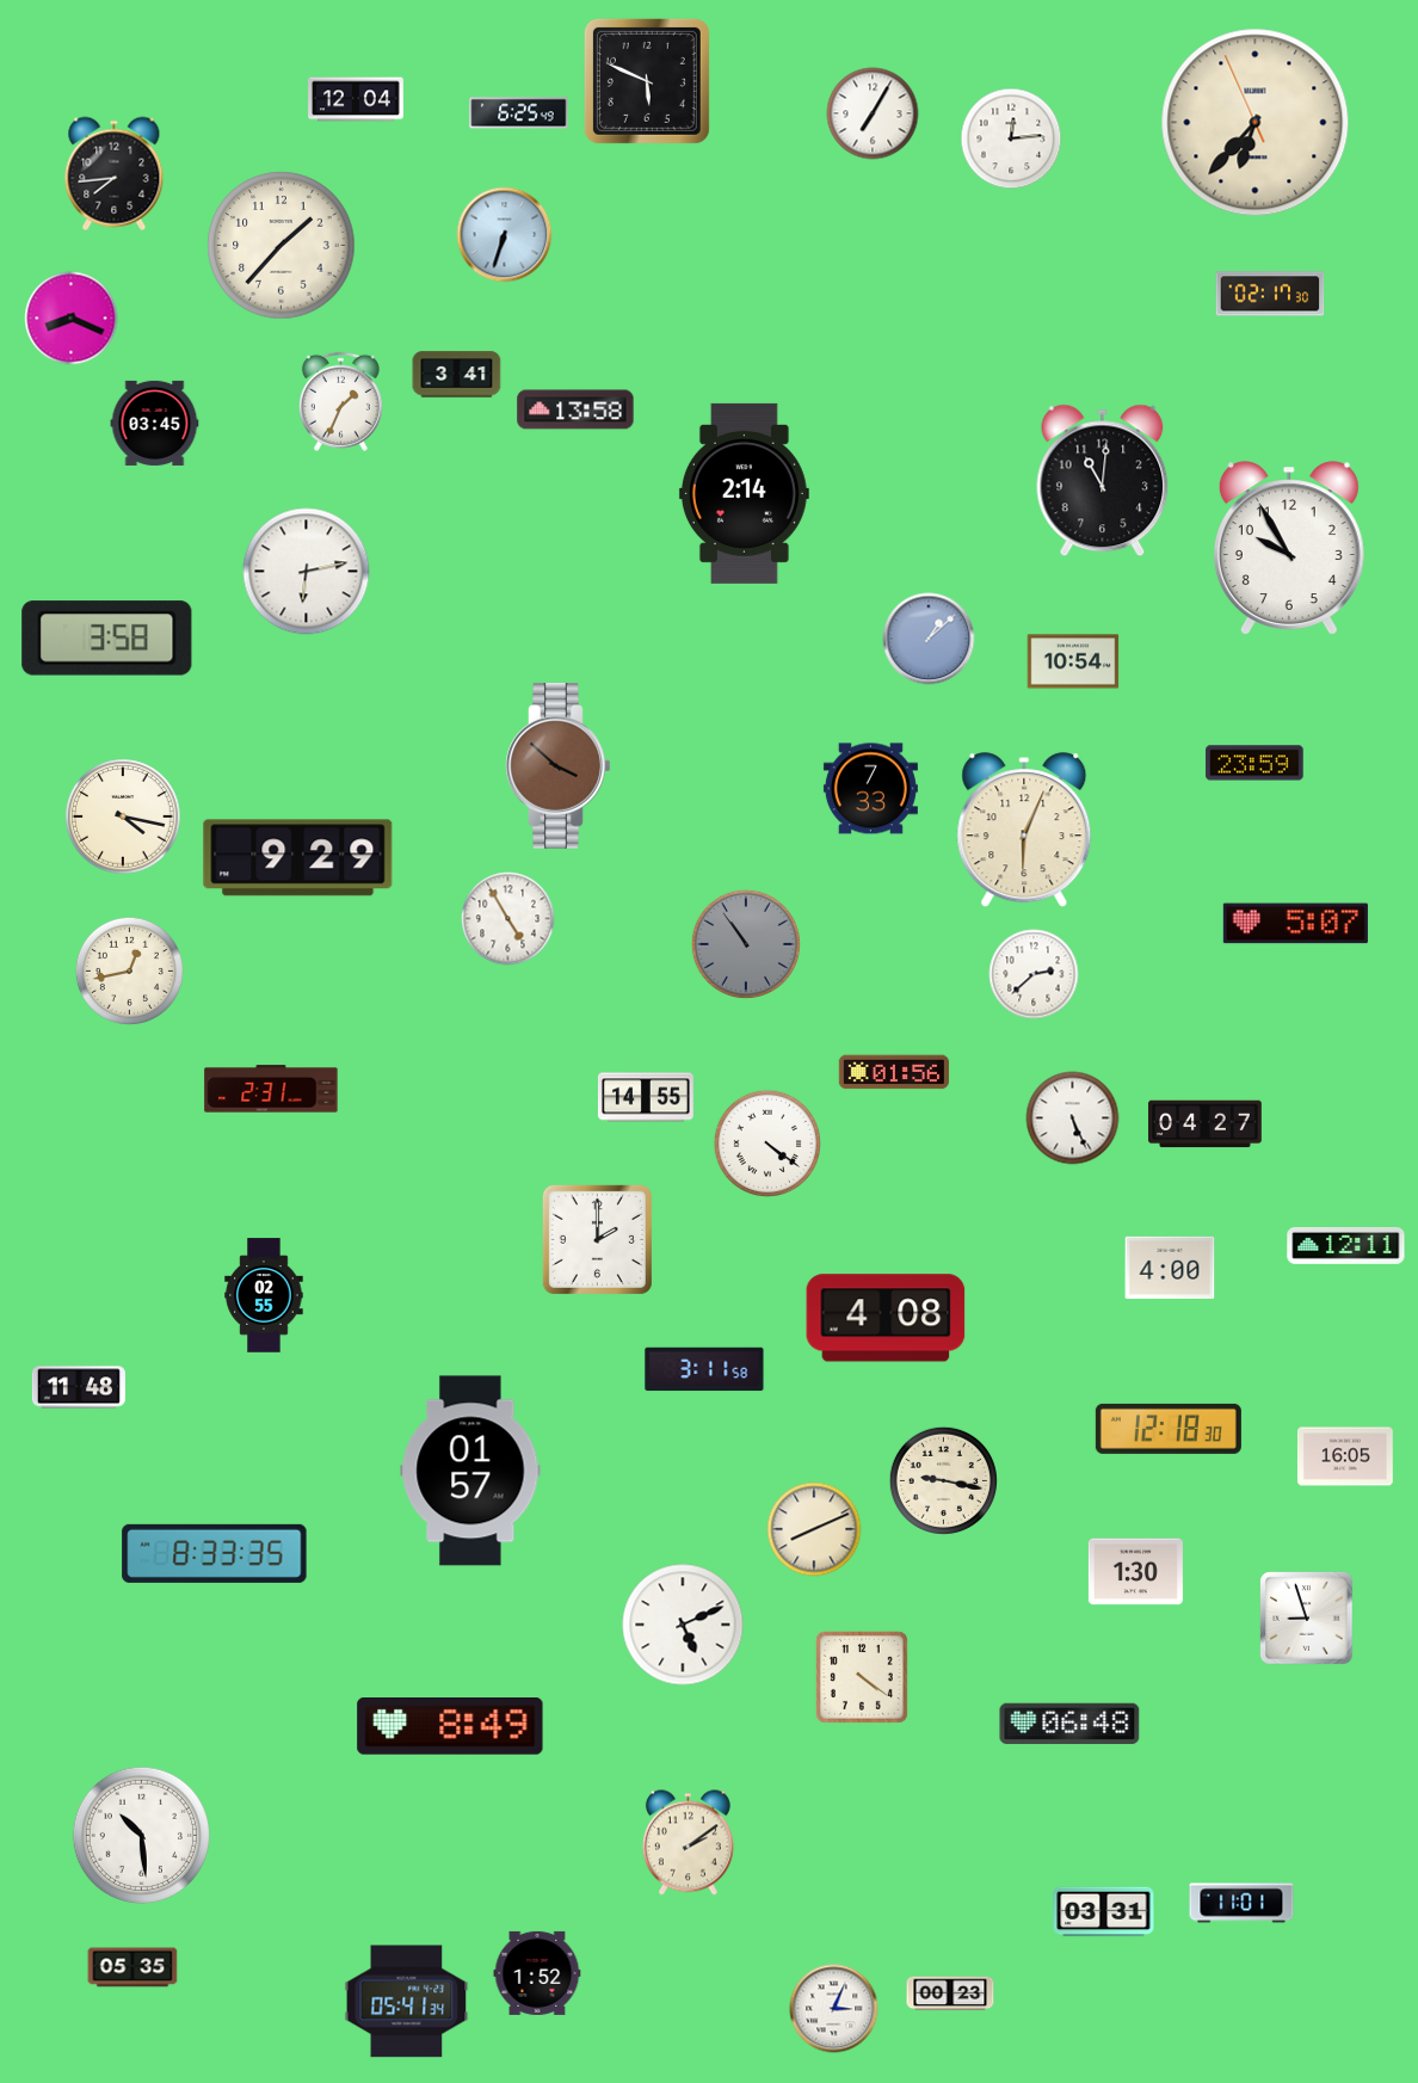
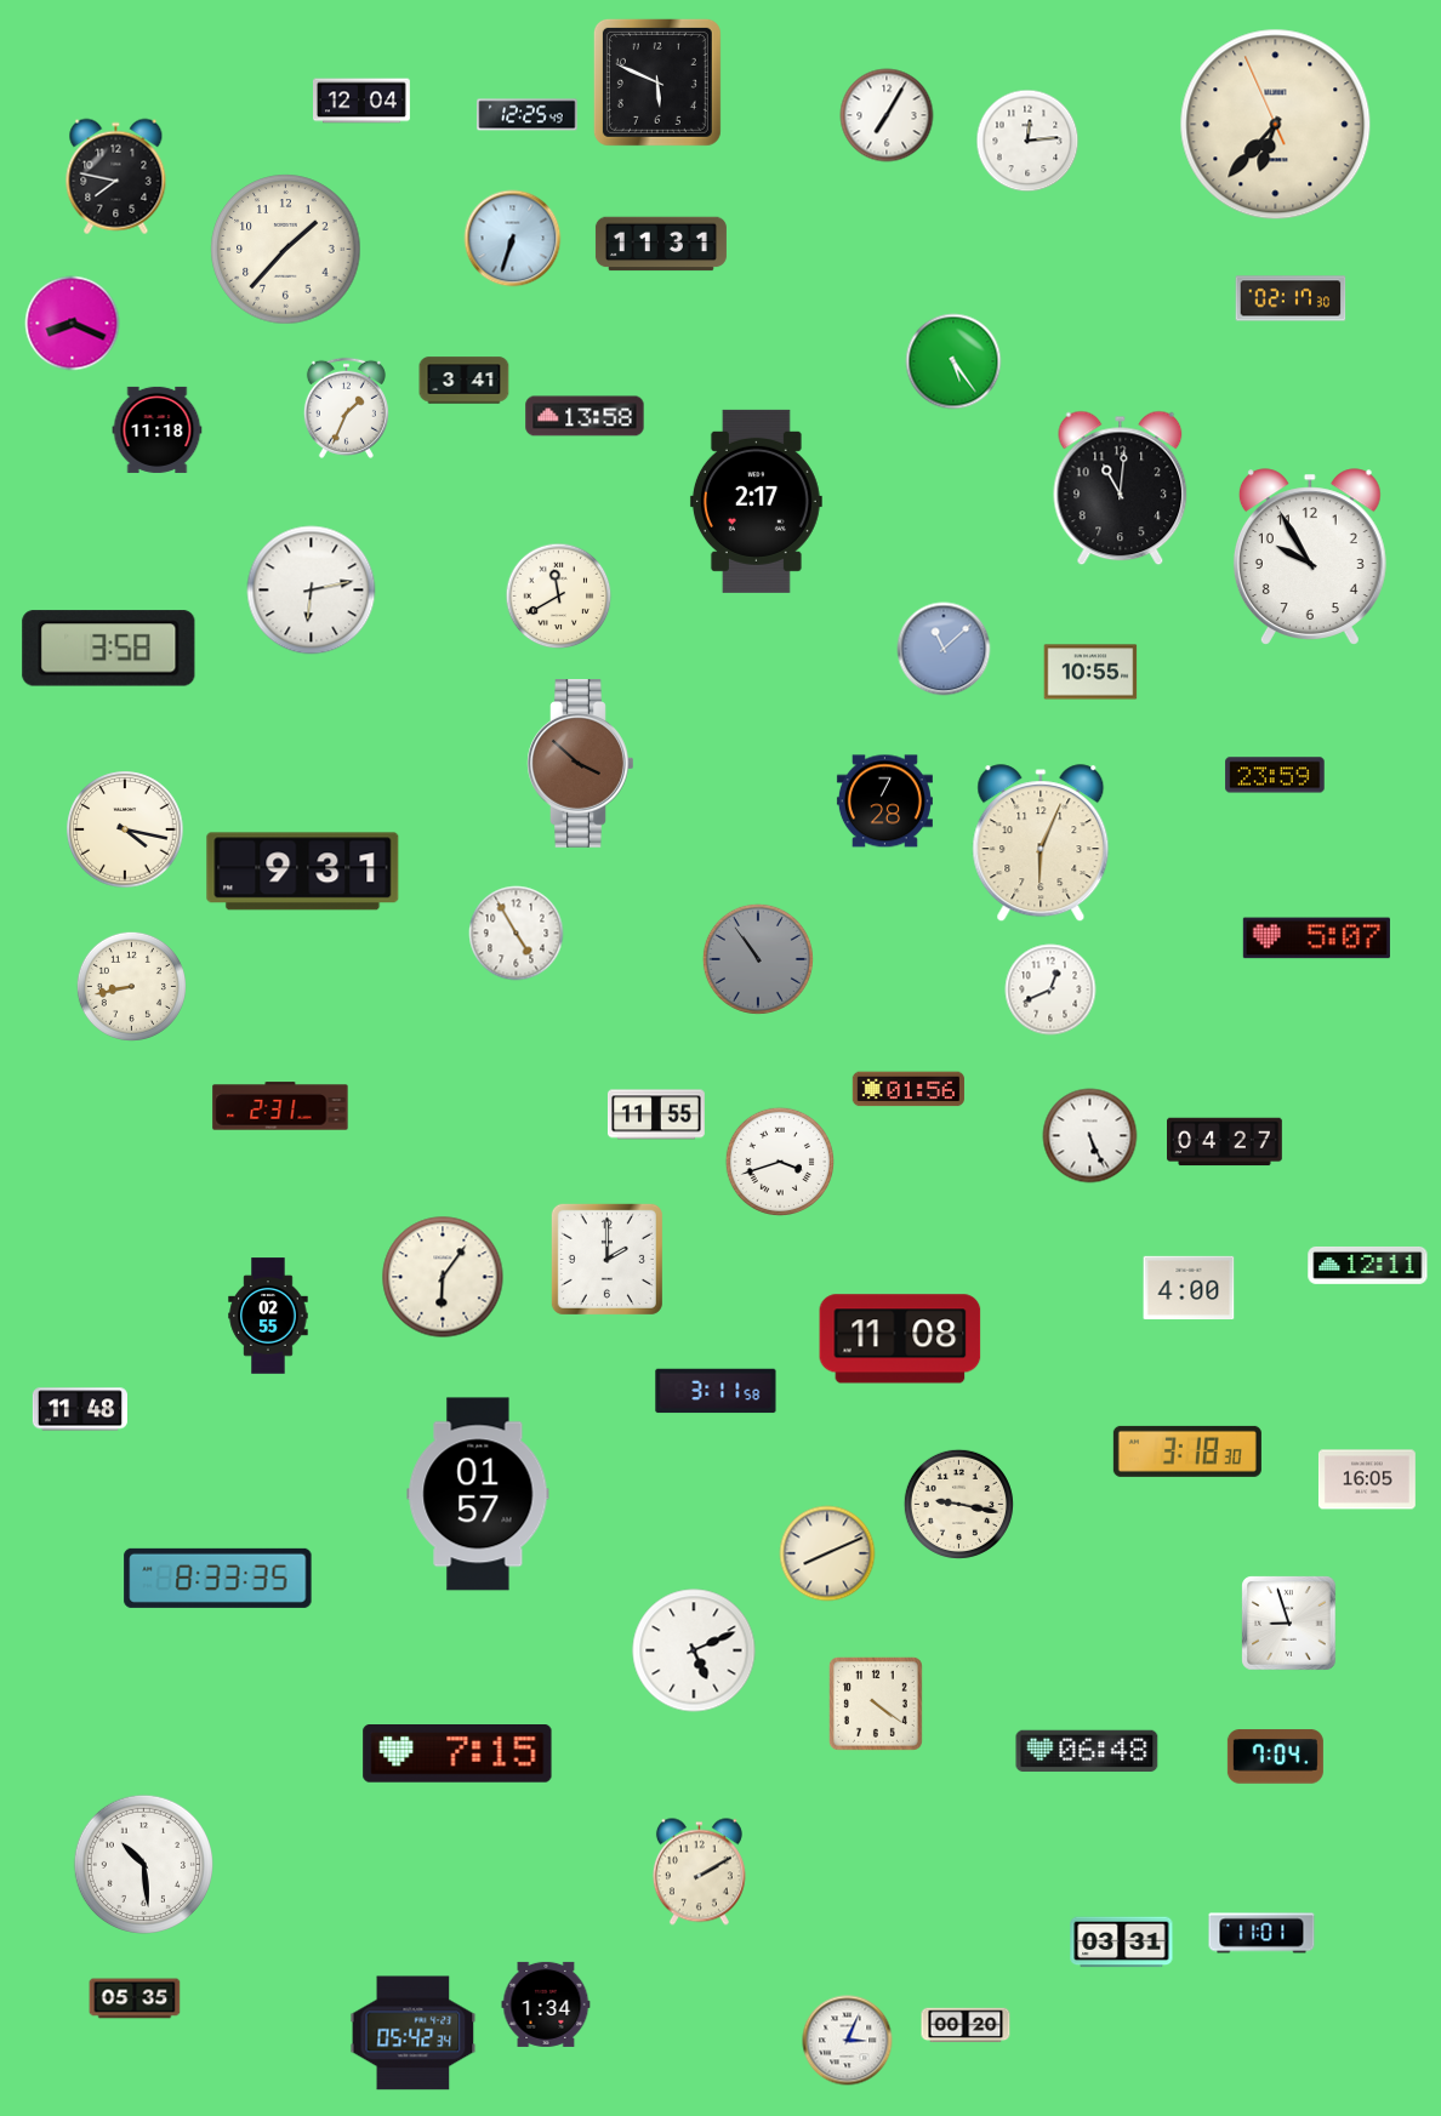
clock at (519, 113): 6:25 -> 12:25
clock at (115, 174): 7:44 -> 7:47
clock at (661, 244): none -> 11:31
clock at (953, 361): none -> 5:24
clock at (155, 423): 03:45 -> 11:18
clock at (744, 493): 2:14 -> 2:17
clock at (307, 572) position: (307, 572) -> (312, 591)
clock at (559, 597): none -> 11:40
clock at (929, 639): 1:08 -> 11:08
clock at (1073, 661): 10:54 -> 10:55
clock at (559, 766) position: (559, 766) -> (581, 764)
clock at (870, 789): 7:33 -> 7:28
clock at (298, 858): 9:29 -> 9:31
clock at (129, 970): 12:43 -> 8:43
clock at (1034, 974): 2:38 -> 12:41
clock at (271, 1089) position: (271, 1089) -> (280, 1106)
clock at (646, 1097): 14:55 -> 11:55
clock at (766, 1142): 4:21 -> 3:42
clock at (443, 1277): none -> 6:06
clock at (886, 1318): 4:08 -> 11:08
clock at (1169, 1429): 12:18 -> 3:18
clock at (1135, 1572): 1:30 -> none
clock at (1307, 1619) position: (1307, 1619) -> (1289, 1624)
clock at (450, 1727): 8:49 -> 7:15
clock at (1275, 1757): none -> 7:04
clock at (688, 1843): 2:09 -> 2:10
clock at (537, 1973): 1:52 -> 1:34
clock at (950, 1993): 00:23 -> 00:20
clock at (407, 2002): 05:41 -> 05:42
